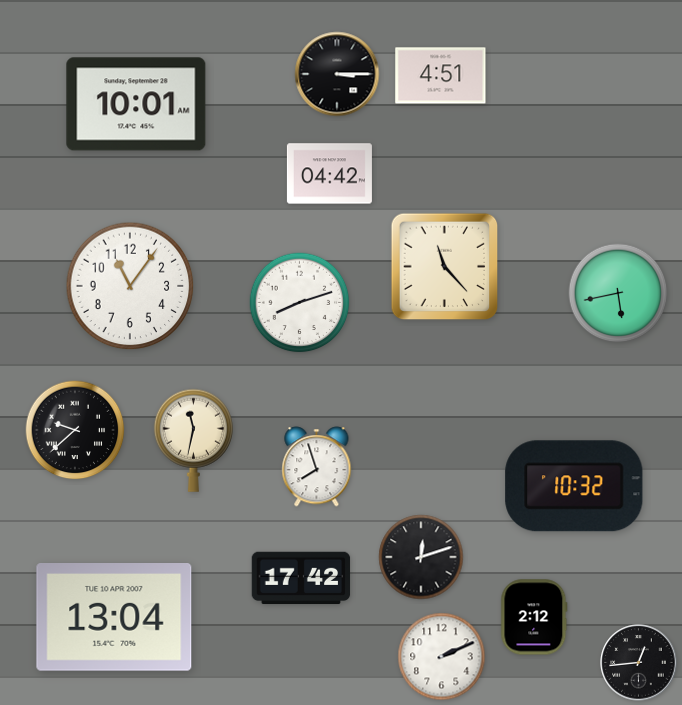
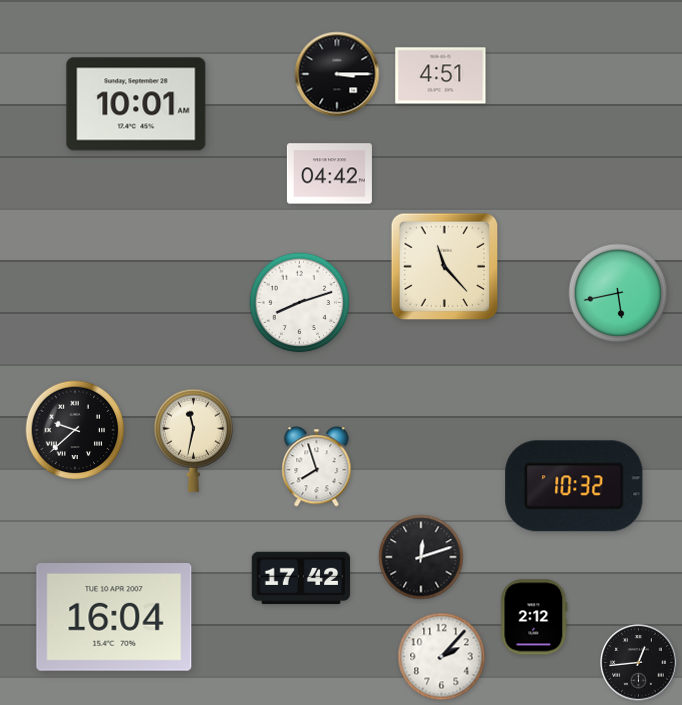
clock at (130, 286): 11:06 -> none
clock at (114, 618): 13:04 -> 16:04
clock at (442, 657): 2:11 -> 2:07
